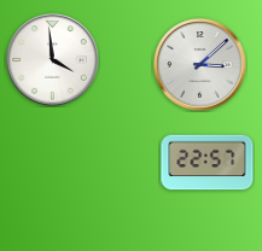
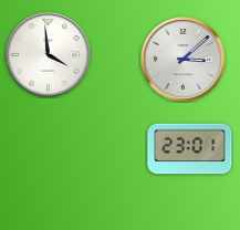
clock at (208, 163): 22:57 -> 23:01
